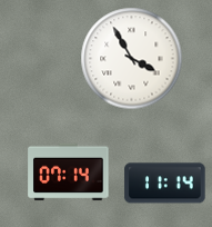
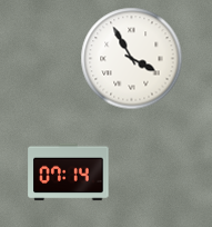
clock at (165, 184): 11:14 -> none
